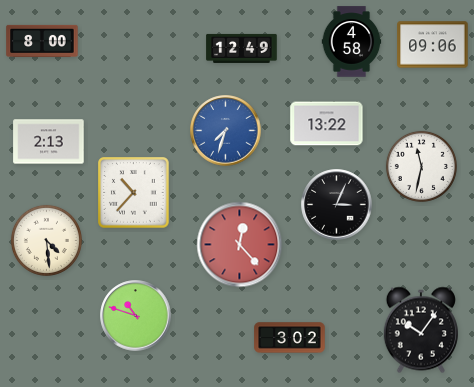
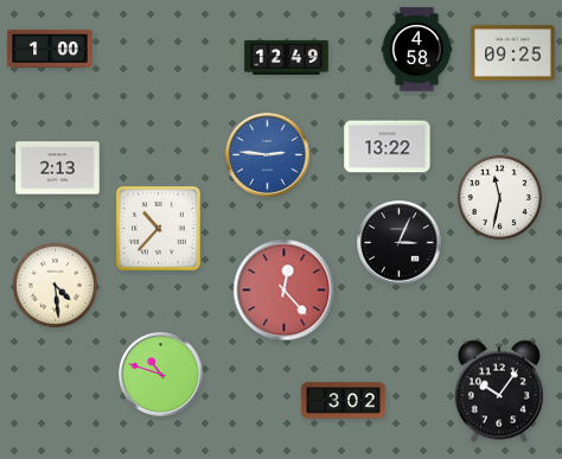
clock at (42, 41): 8:00 -> 1:00
clock at (433, 45): 09:06 -> 09:25
clock at (226, 131): 7:33 -> 2:46
